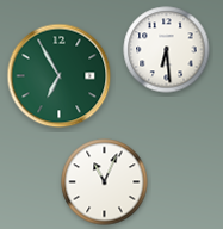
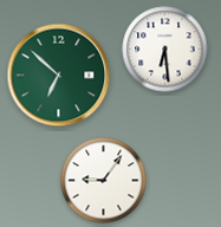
clock at (60, 76): 6:55 -> 6:52
clock at (105, 182): 11:04 -> 9:06
